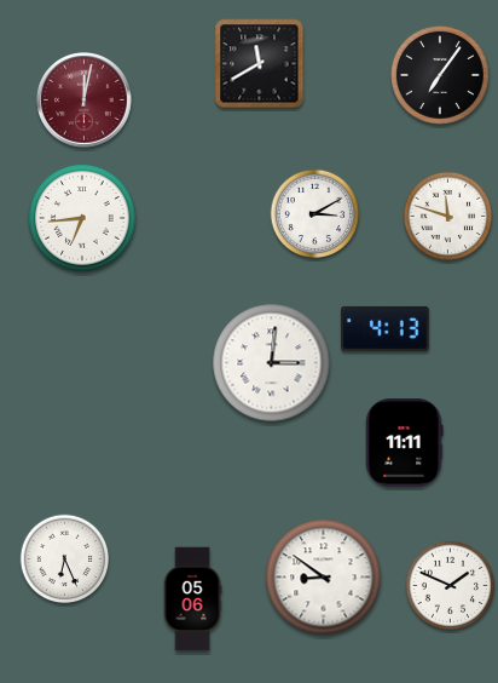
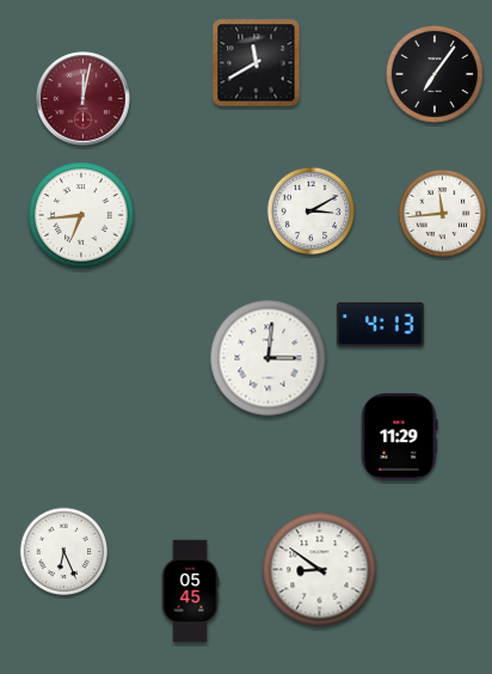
clock at (448, 217): 11:48 -> 11:44
clock at (405, 443): 11:11 -> 11:29
clock at (451, 586): 1:49 -> none
clock at (192, 599): 05:06 -> 05:45
